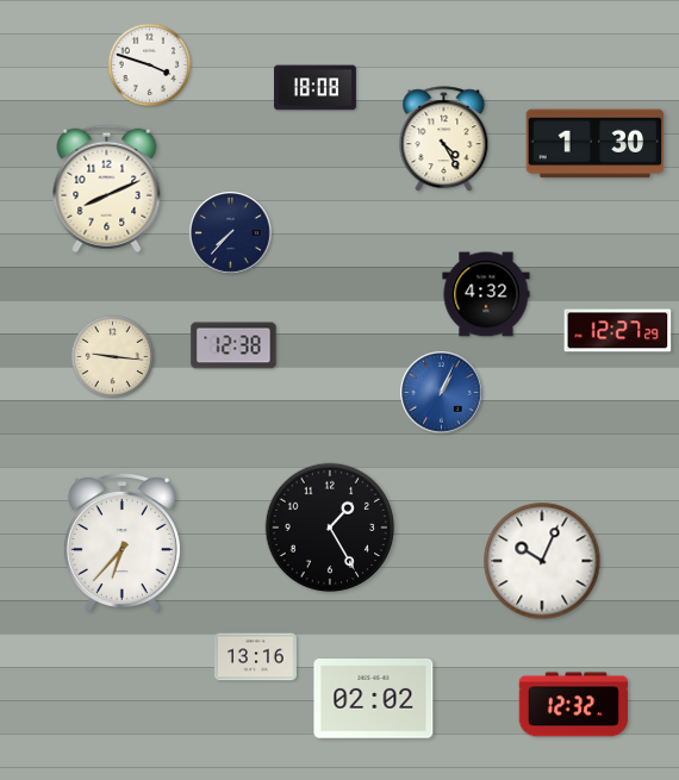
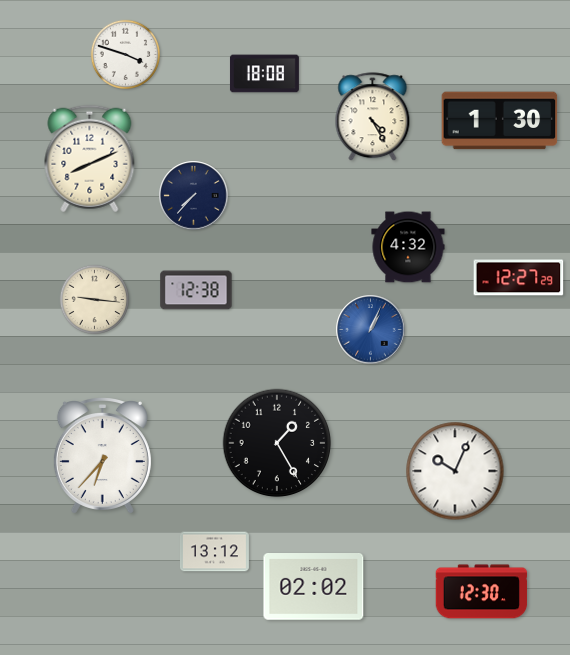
clock at (255, 657): 13:16 -> 13:12
clock at (574, 705): 12:32 -> 12:30
